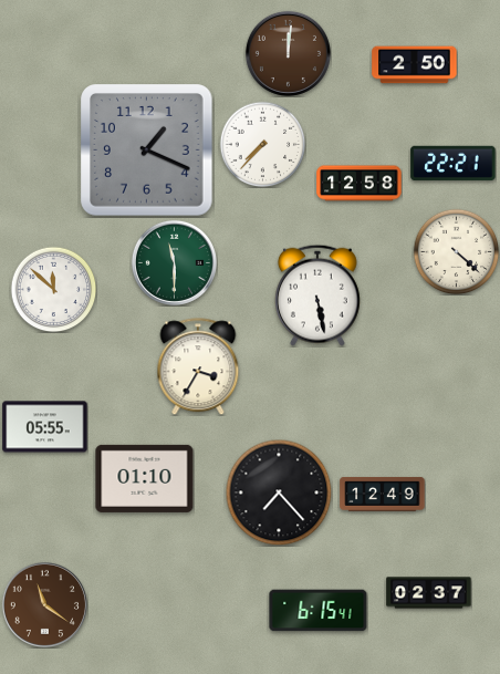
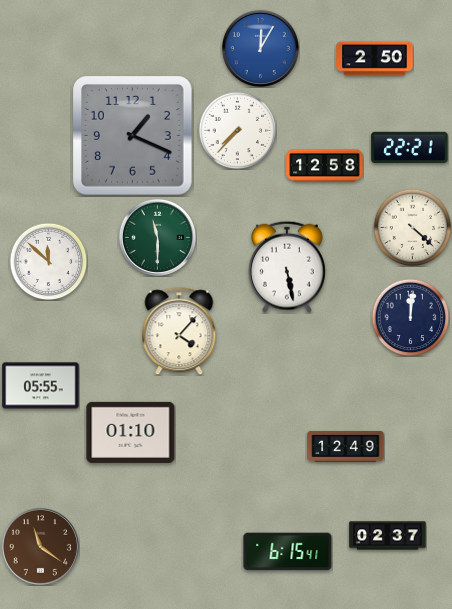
clock at (288, 53): 12:01 -> 12:05
clock at (288, 53) dial: brown -> blue
clock at (410, 317): none -> 12:01
clock at (198, 366): 3:35 -> 4:07
clock at (279, 492): 7:23 -> none
